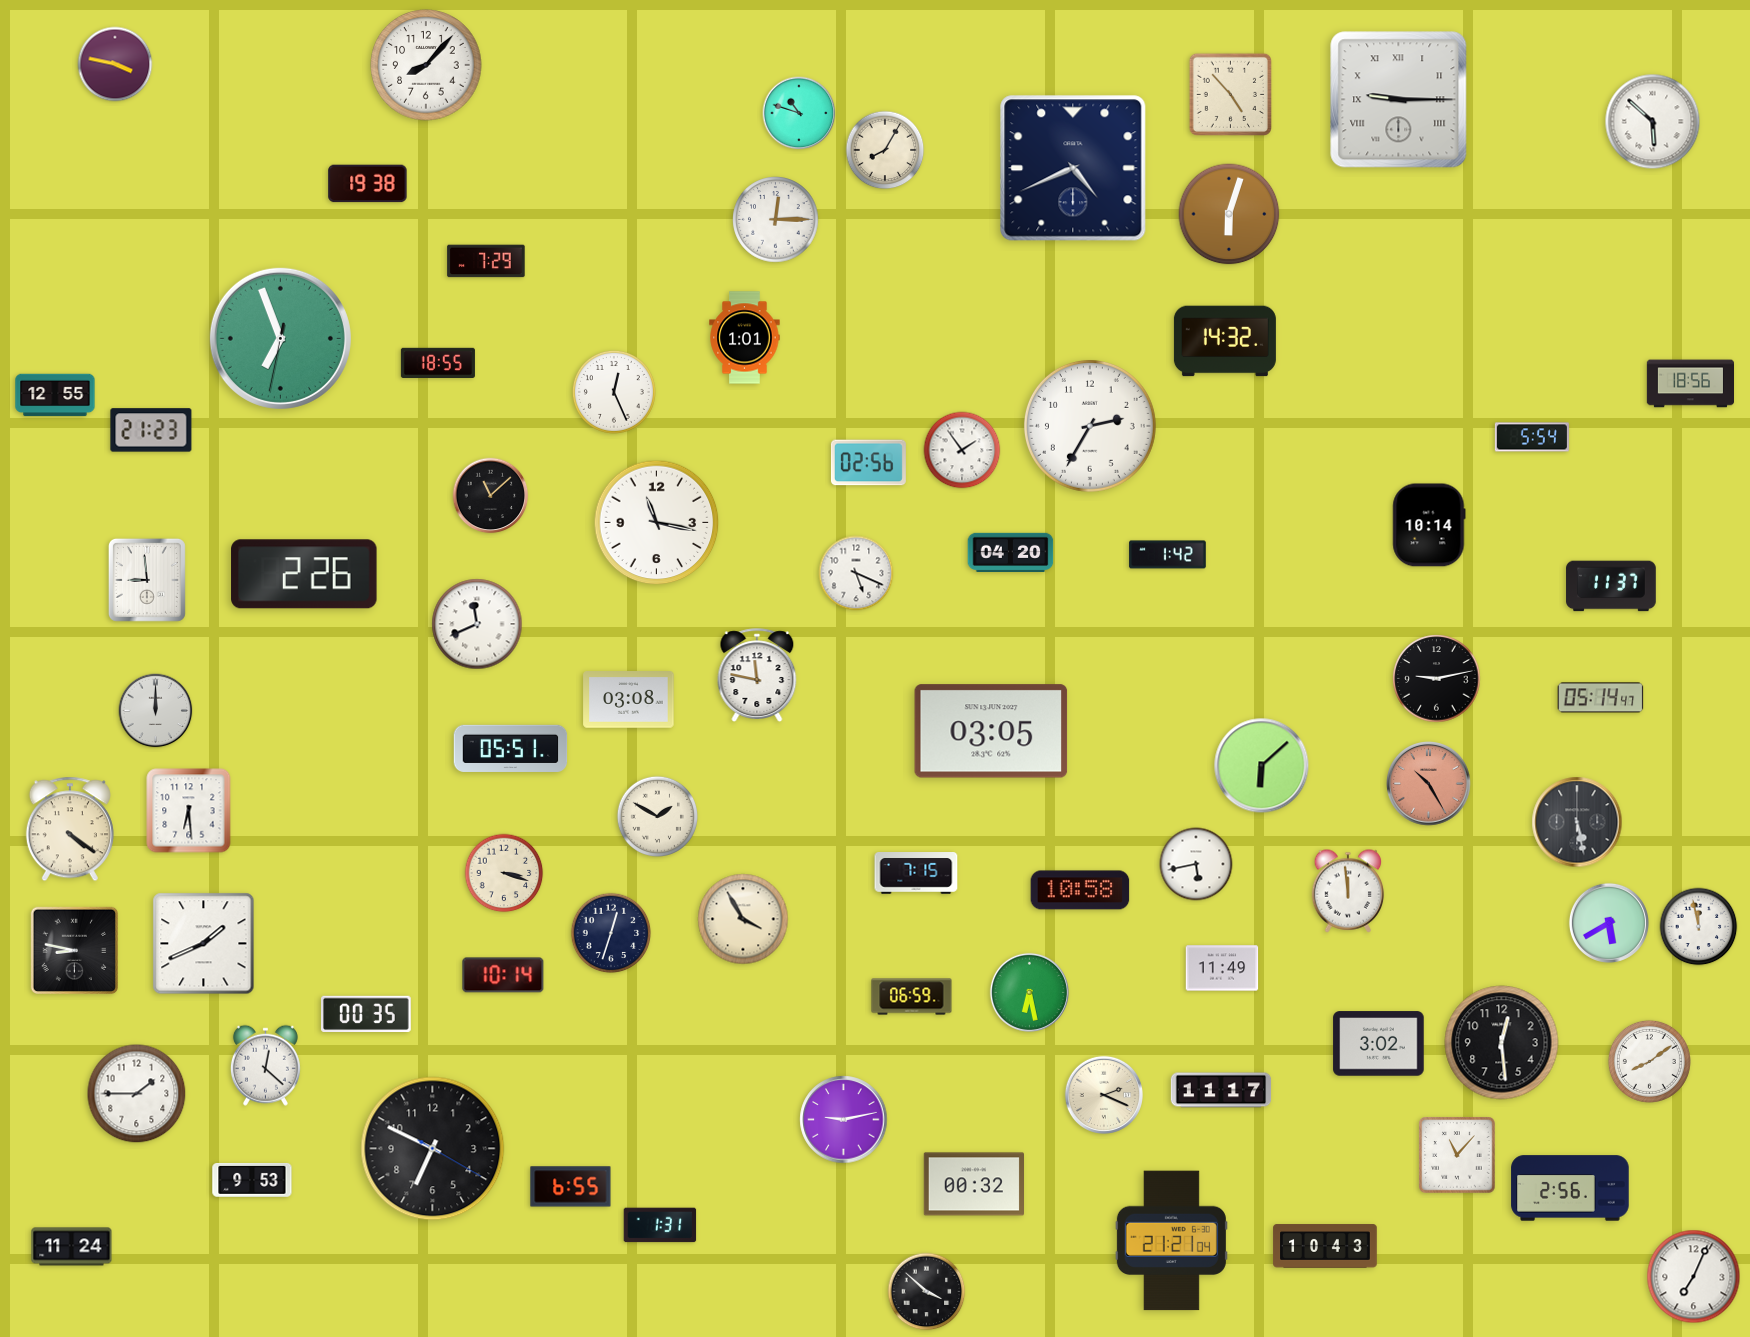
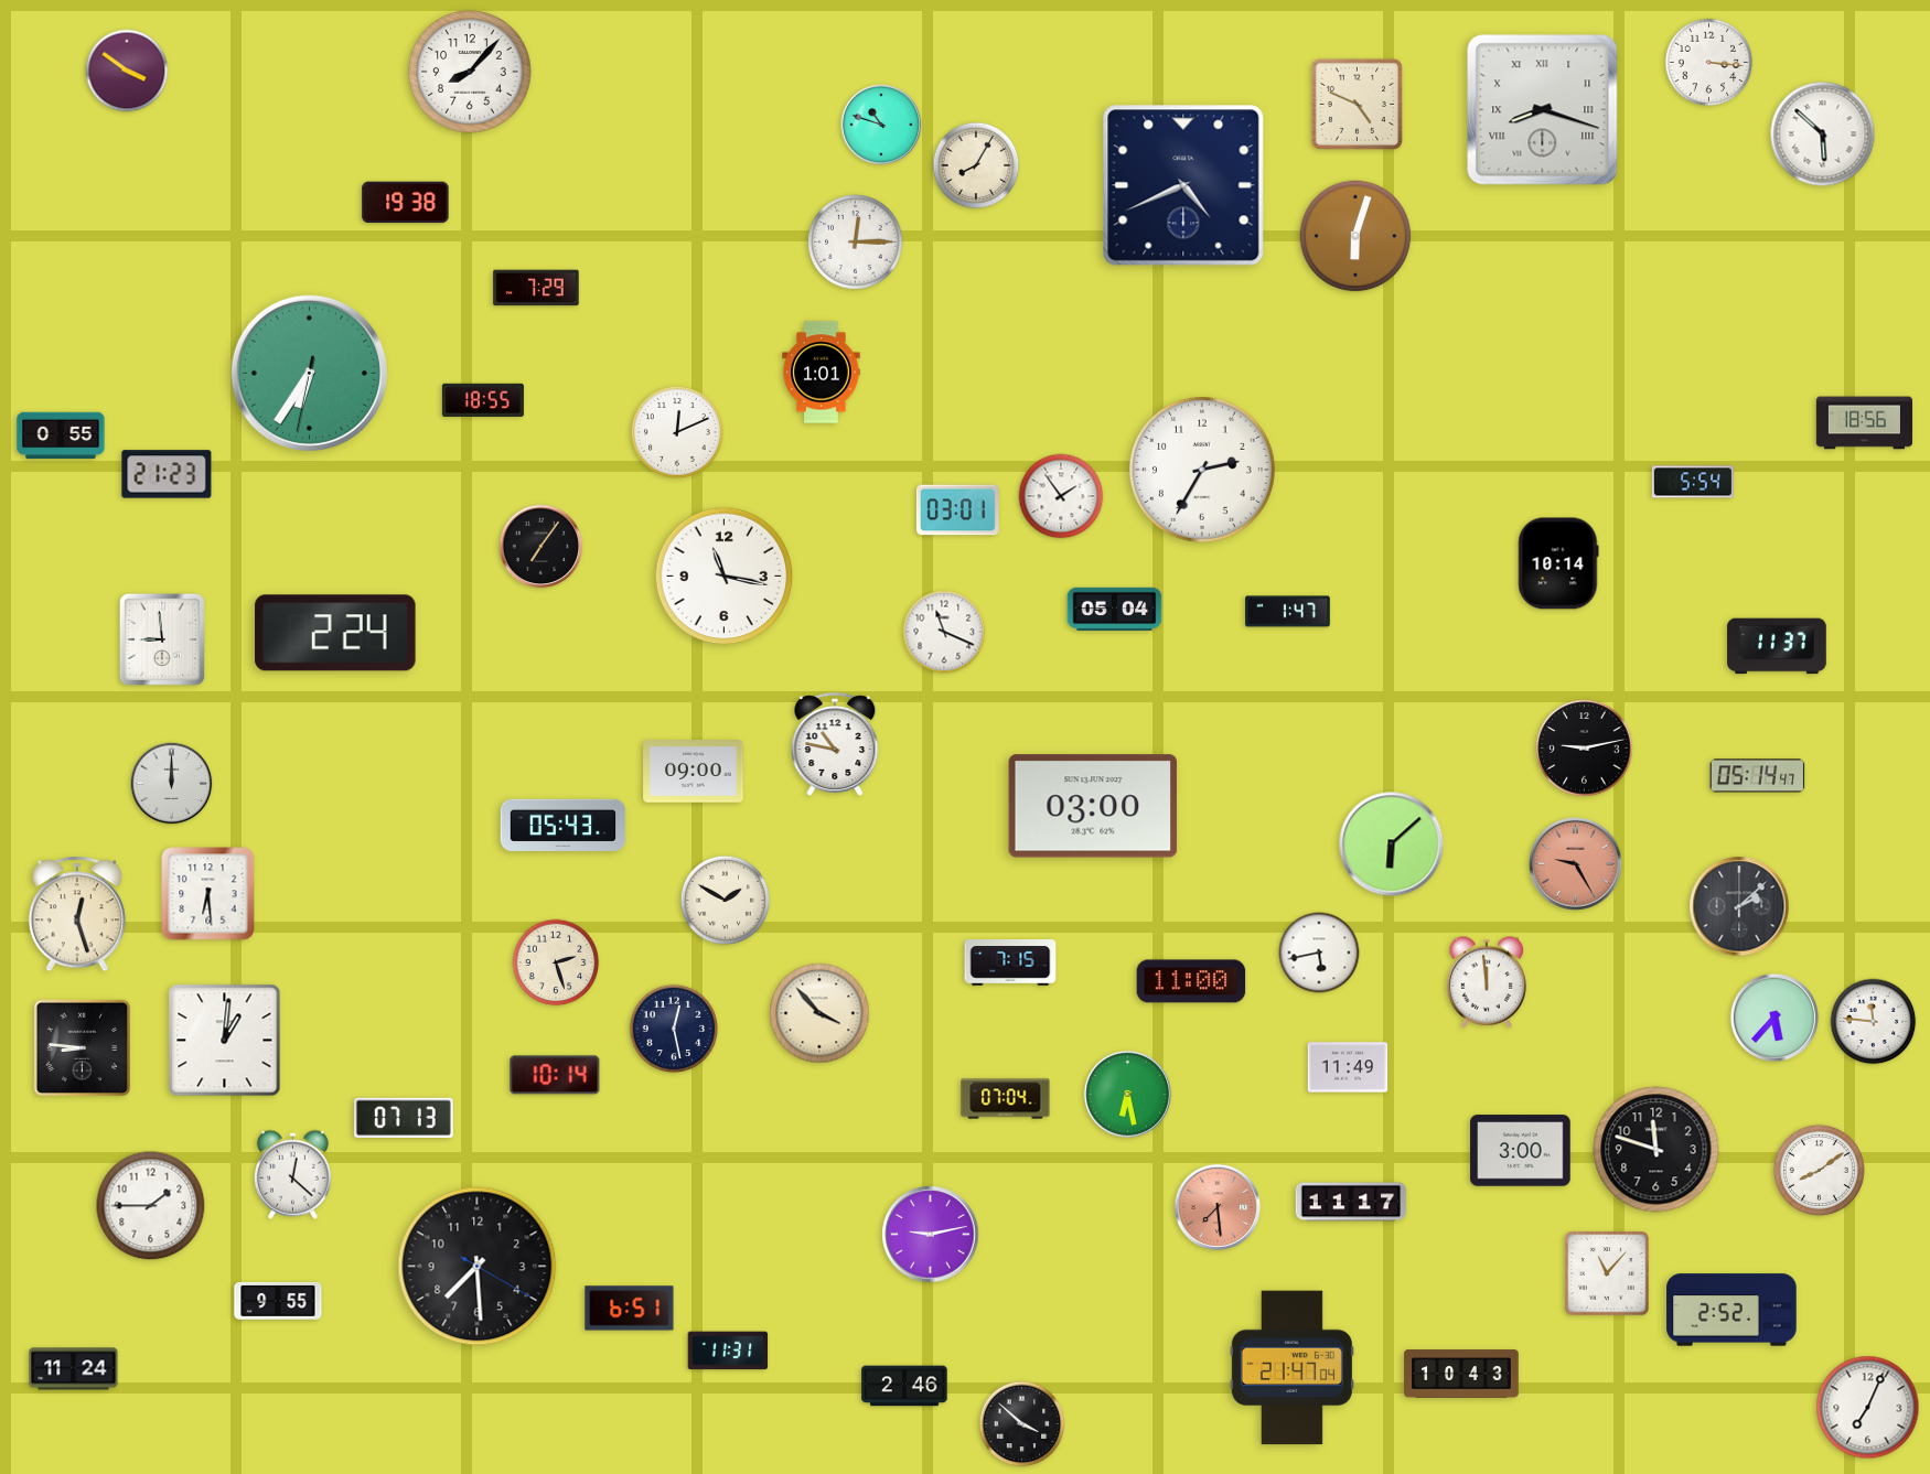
clock at (1709, 63): none -> 3:16
clock at (115, 64): 3:47 -> 3:51
clock at (1230, 94): 4:53 -> 4:49
clock at (1399, 100): 9:15 -> 8:18
clock at (280, 338): 6:56 -> 6:35
clock at (1225, 341): 14:32 -> none
clock at (614, 392): 12:26 -> 12:11
clock at (55, 395): 12:55 -> 0:55
clock at (1532, 437) position: (1532, 437) -> (1693, 482)
clock at (868, 463): 02:56 -> 03:01
clock at (491, 496): 11:08 -> 7:06
clock at (1429, 525) position: (1429, 525) -> (1558, 563)
clock at (1011, 552): 04:20 -> 05:04
clock at (1168, 555): 1:42 -> 1:47
clock at (856, 573): 5:19 -> 11:19
clock at (304, 574): 2:26 -> 2:24
clock at (477, 624): 11:41 -> none
clock at (757, 675): 11:47 -> 10:47
clock at (1601, 698) position: (1601, 698) -> (1758, 776)
clock at (629, 700): 03:08 -> 09:00
clock at (991, 731): 03:05 -> 03:00
clock at (511, 748): 05:51 -> 05:43
clock at (1429, 784): 10:25 -> 9:25
clock at (1577, 822): 5:28 -> 2:08
clock at (70, 829): 4:21 -> 12:27
clock at (504, 873): 3:18 -> 2:27
clock at (1080, 890): 10:58 -> 11:00
clock at (743, 919): 3:55 -> 3:53
clock at (1609, 923): 5:40 -> 5:37
clock at (1699, 927): 11:58 -> 11:46
clock at (611, 933): 12:33 -> 12:28
clock at (204, 944): 1:41 -> 1:01
clock at (74, 950): 8:47 -> 8:46
clock at (1029, 992) position: (1029, 992) -> (1127, 1094)
clock at (912, 997): 06:59 -> 07:04
clock at (367, 1013): 00:35 -> 07:13
clock at (1502, 1043): 12:29 -> 11:48
clock at (1379, 1044): 3:02 -> 3:00
clock at (1221, 1090) position: (1221, 1090) -> (1351, 1202)
clock at (1104, 1095): 2:19 -> 7:29
clock at (1104, 1095) dial: cream -> salmon
clock at (433, 1149): 6:49 -> 7:29
clock at (252, 1180): 9:53 -> 9:55
clock at (973, 1184): 00:32 -> none
clock at (571, 1187): 6:55 -> 6:51
clock at (1570, 1188): 2:56 -> 2:52
clock at (660, 1225): 1:31 -> 11:31
clock at (1171, 1241): 21:21 -> 21:47
clock at (72, 1247) position: (72, 1247) -> (74, 1369)
clock at (904, 1386): none -> 2:46
